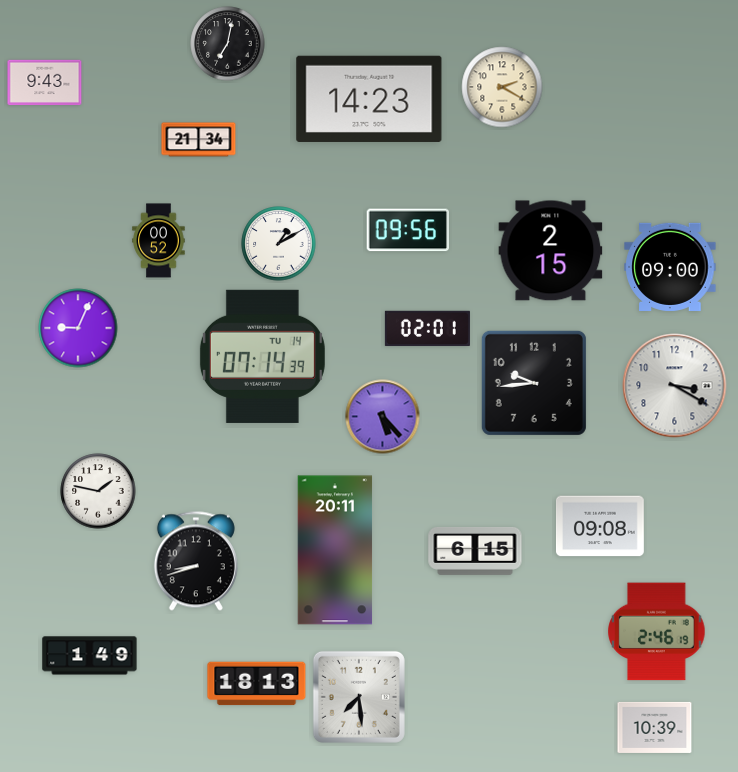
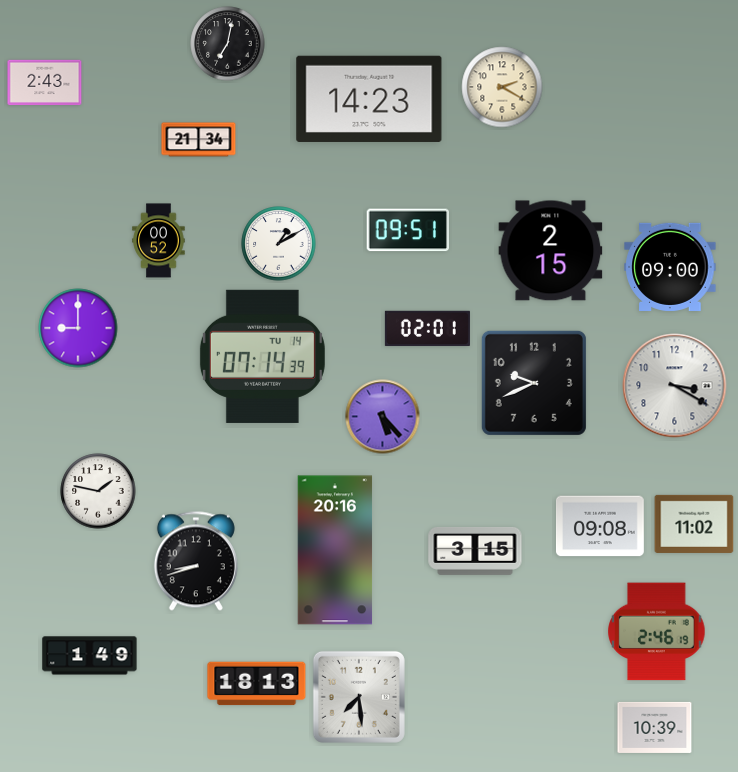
clock at (45, 83): 9:43 -> 2:43
clock at (407, 230): 09:56 -> 09:51
clock at (78, 328): 9:04 -> 9:00
clock at (534, 383): 9:44 -> 9:41
clock at (694, 524): none -> 11:02
clock at (335, 550): 20:11 -> 20:16
clock at (475, 551): 6:15 -> 3:15
